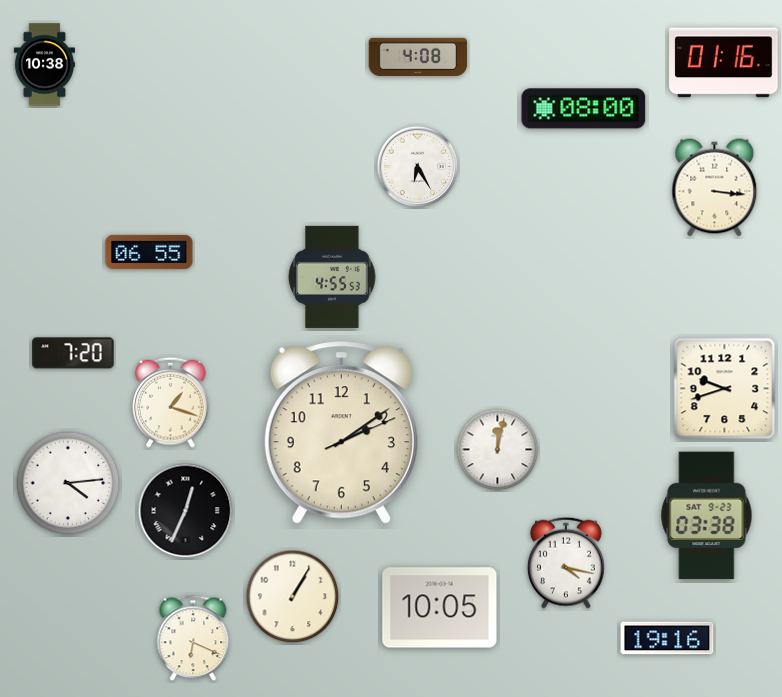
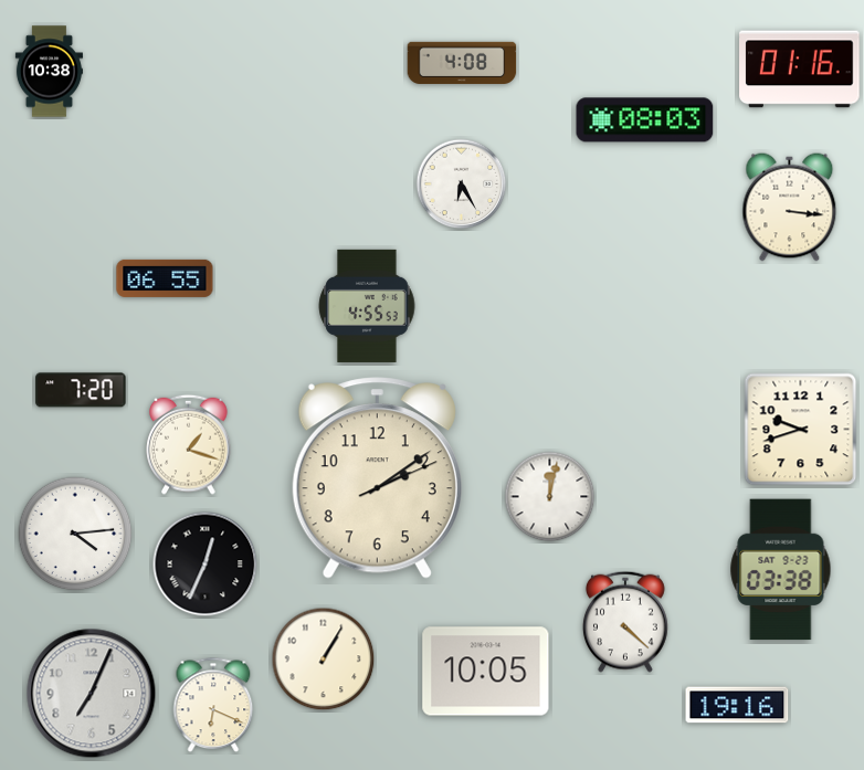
clock at (584, 109): 08:00 -> 08:03
clock at (566, 563): 4:17 -> 4:22
clock at (92, 694): none -> 7:04
